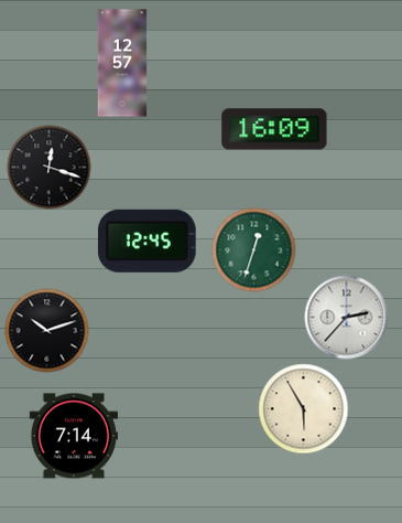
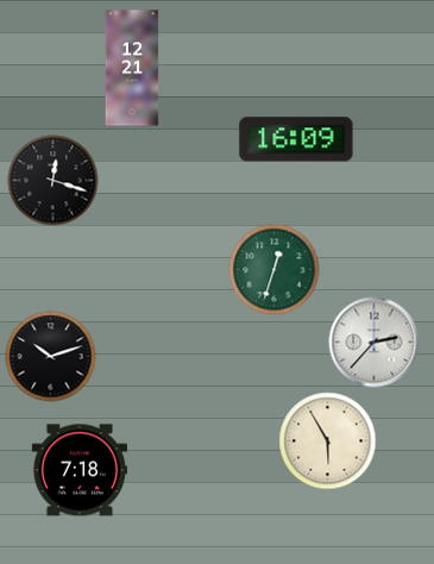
clock at (122, 63): 12:57 -> 12:21
clock at (146, 241): 12:45 -> none
clock at (73, 436): 7:14 -> 7:18
